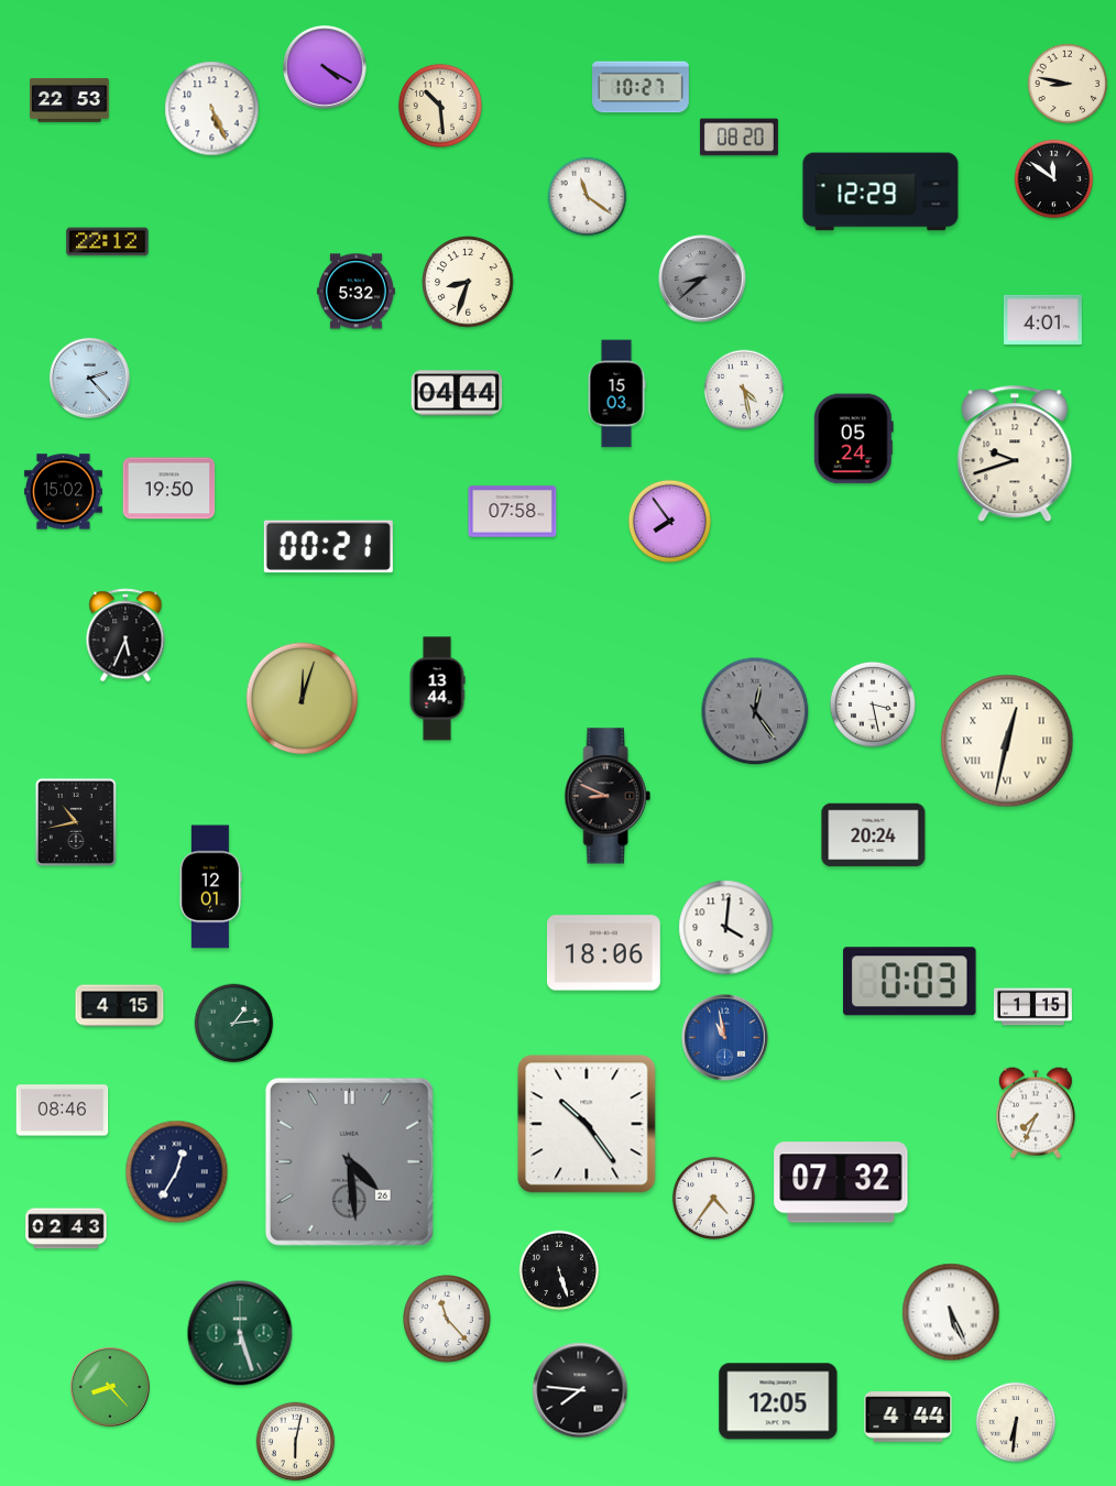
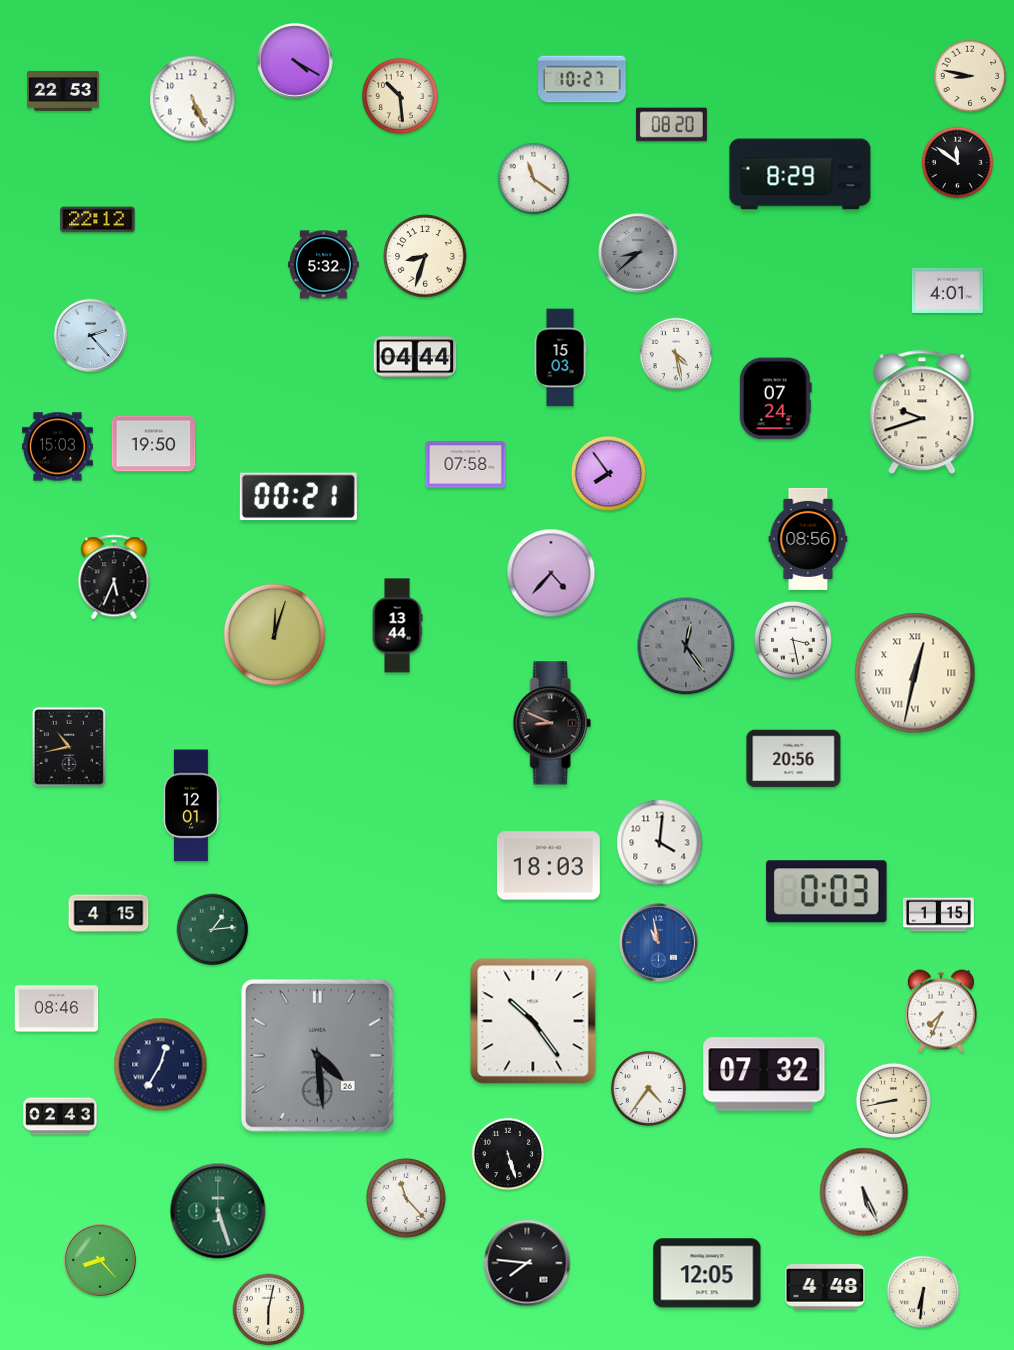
clock at (880, 192): 12:29 -> 8:29
clock at (90, 379) position: (90, 379) -> (91, 336)
clock at (853, 439): 05:24 -> 07:24
clock at (63, 492): 15:02 -> 15:03
clock at (808, 539): none -> 08:56
clock at (551, 573): none -> 4:37
clock at (874, 835): 20:24 -> 20:56
clock at (603, 953): 18:06 -> 18:03
clock at (893, 1100): none -> 8:43
clock at (908, 1417): 4:44 -> 4:48
